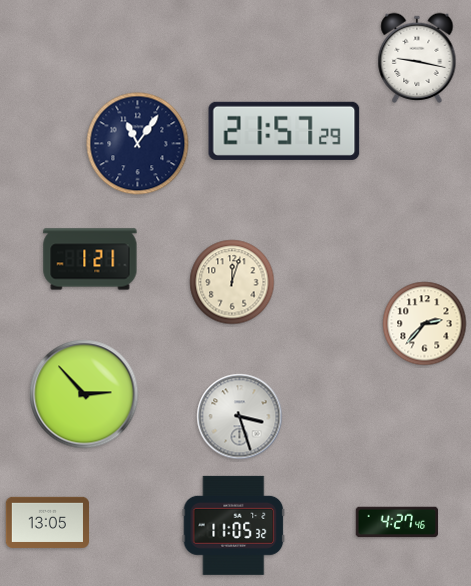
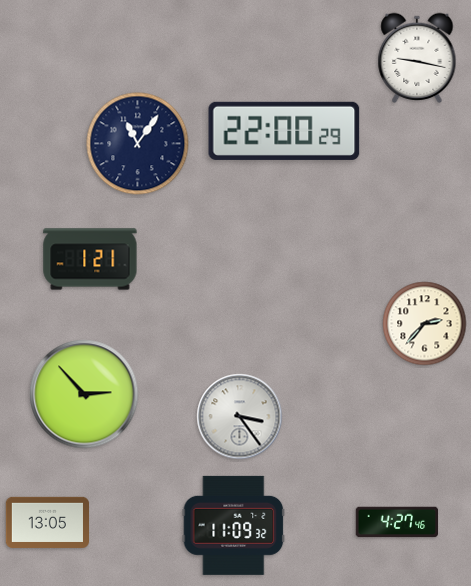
clock at (284, 131): 21:57 -> 22:00
clock at (232, 282): 12:03 -> none
clock at (240, 417): 3:27 -> 3:24
clock at (234, 525): 11:05 -> 11:09
